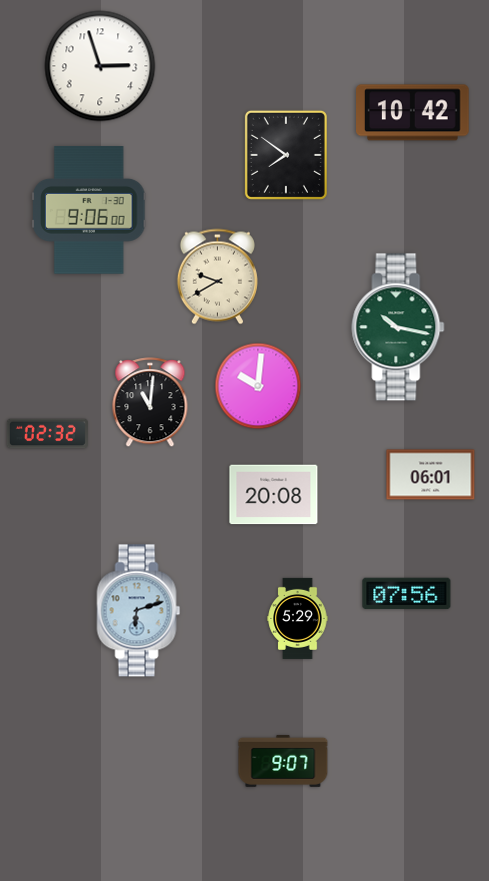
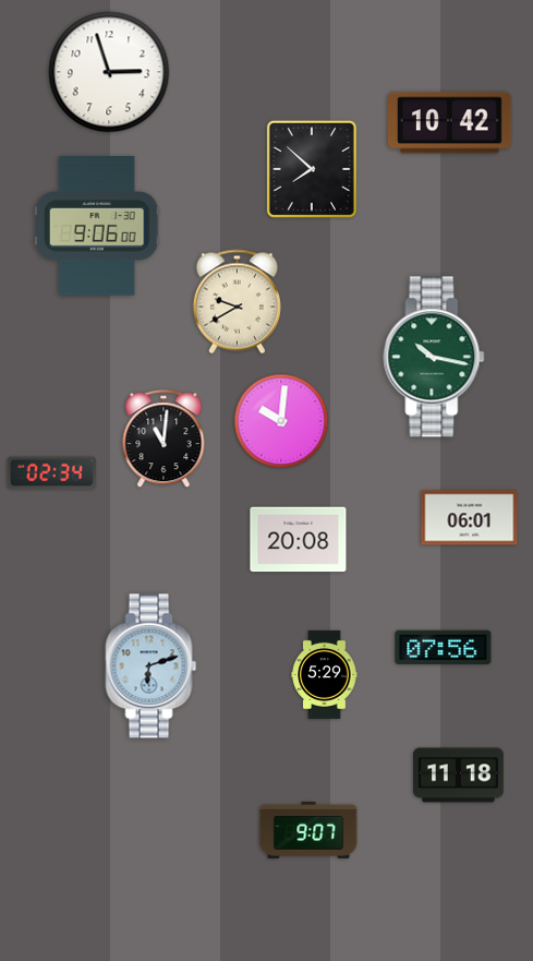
clock at (286, 155): 7:51 -> 7:52
clock at (89, 210) position: (89, 210) -> (97, 226)
clock at (47, 434): 02:32 -> 02:34
clock at (459, 776): none -> 11:18
